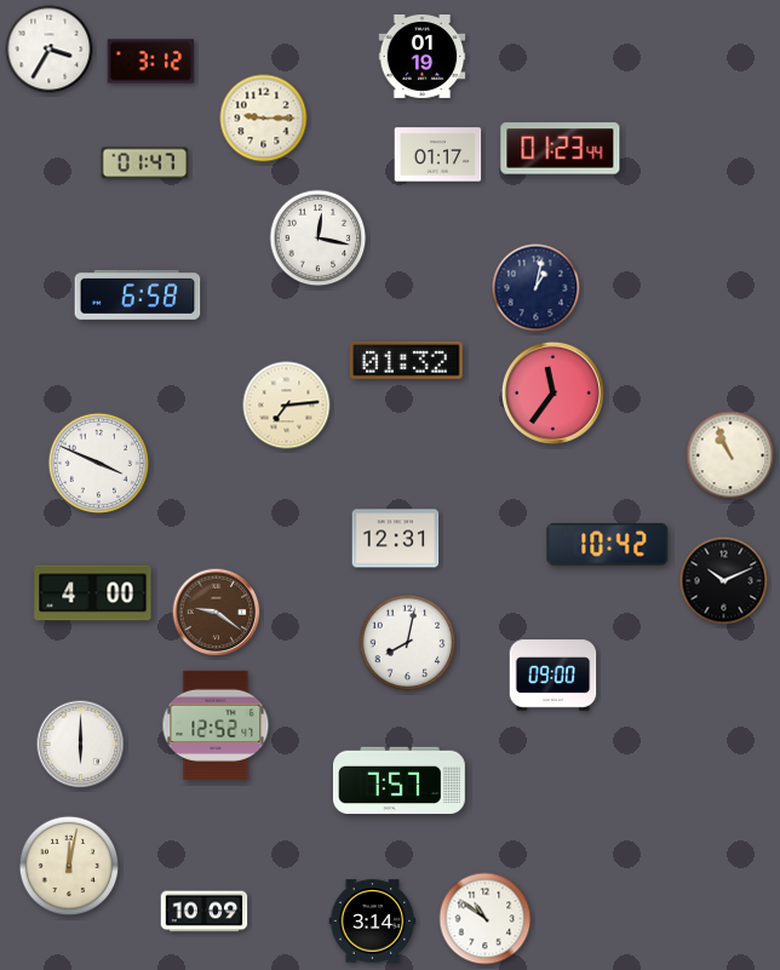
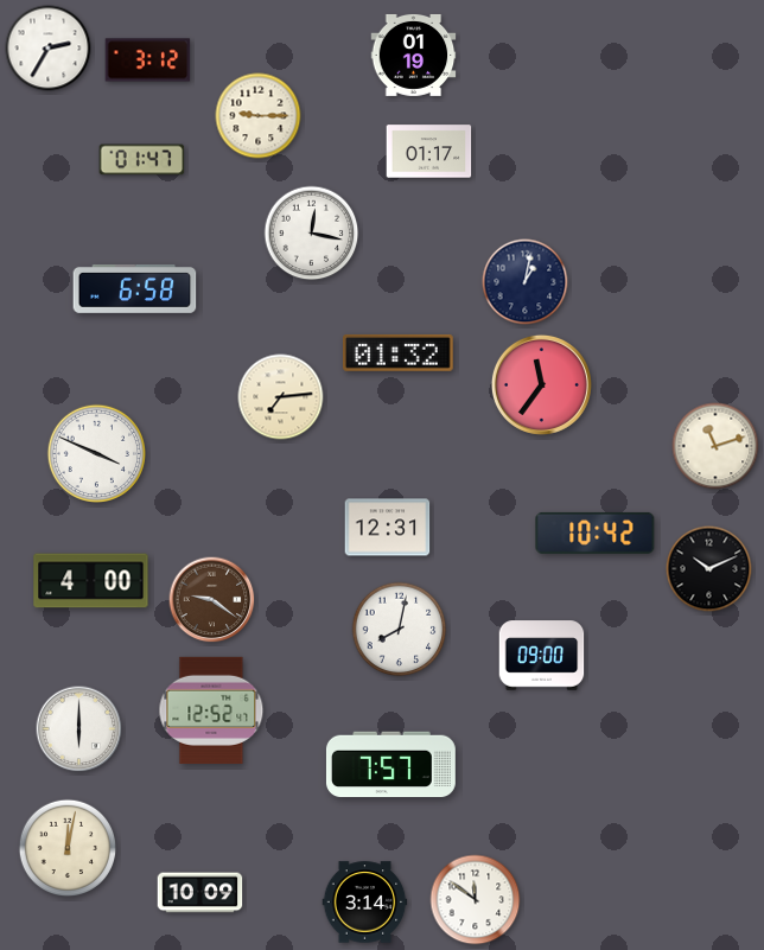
clock at (50, 50): 3:35 -> 2:35
clock at (561, 149): 01:23 -> none
clock at (730, 455): 10:56 -> 11:12
clock at (554, 676) position: (554, 676) -> (542, 656)
clock at (486, 919): 10:51 -> 11:51
